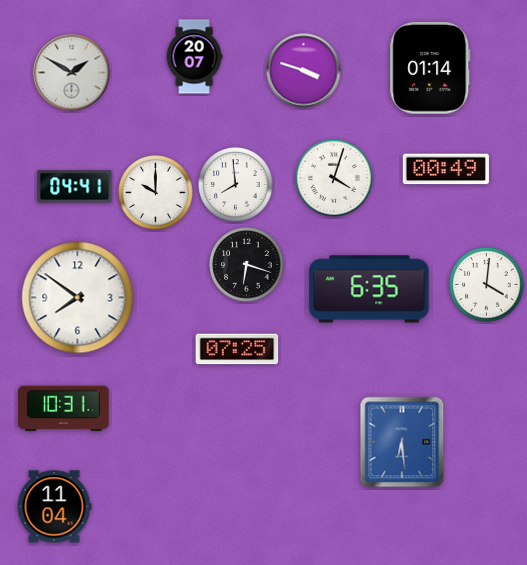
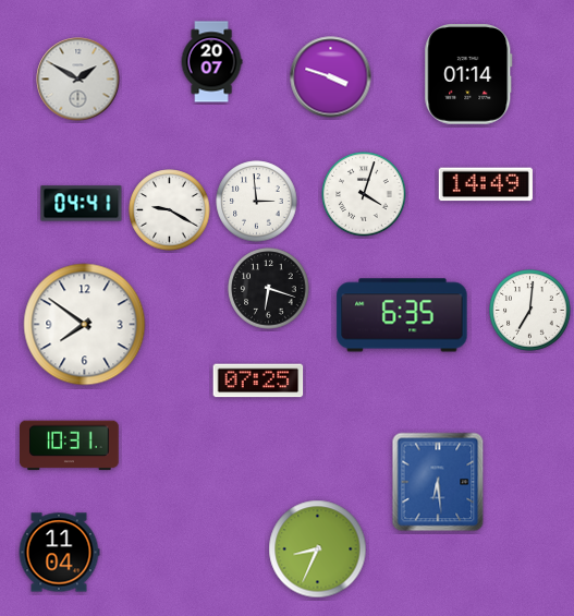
clock at (446, 169): 00:49 -> 14:49
clock at (236, 185): 7:59 -> 2:59
clock at (156, 193): 10:00 -> 9:20
clock at (487, 285): 4:01 -> 7:01
clock at (318, 549): none -> 8:34
